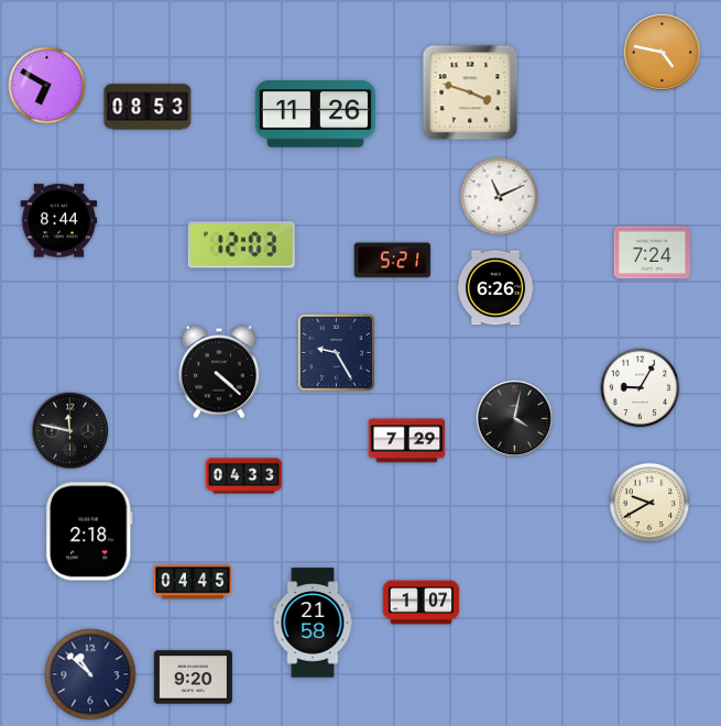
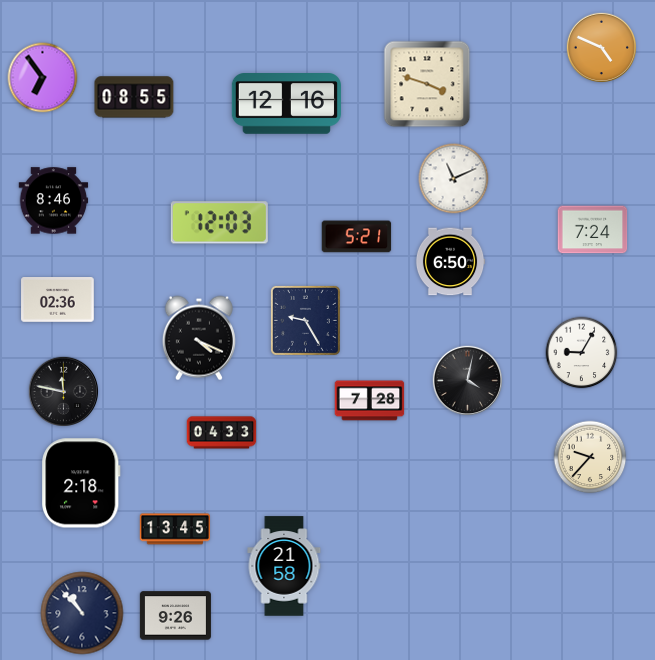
clock at (663, 53): 4:47 -> 4:49
clock at (47, 86): 6:50 -> 6:54
clock at (148, 107): 08:53 -> 08:55
clock at (315, 114): 11:26 -> 12:16
clock at (59, 221): 8:44 -> 8:46
clock at (495, 288): 6:26 -> 6:50
clock at (58, 300): none -> 02:36
clock at (219, 372): 4:22 -> 4:19
clock at (407, 441): 7:29 -> 7:28
clock at (649, 503): 9:40 -> 9:37
clock at (192, 582): 04:45 -> 13:45
clock at (422, 603): 1:07 -> none
clock at (90, 674): 10:52 -> 10:53
clock at (193, 678): 9:20 -> 9:26
